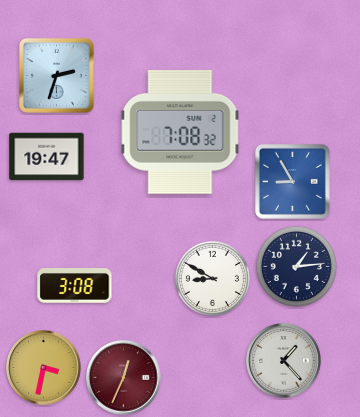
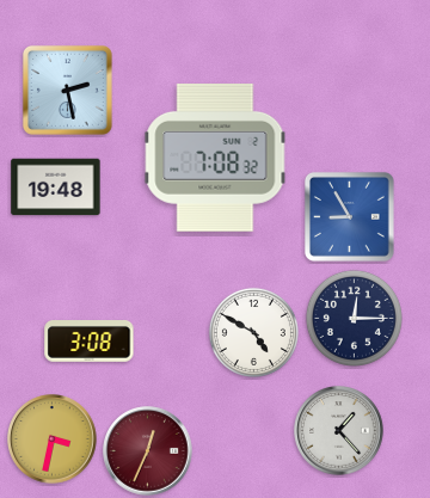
clock at (56, 75): 2:33 -> 2:28
clock at (47, 157): 19:47 -> 19:48
clock at (296, 266): 1:14 -> 12:15
clock at (212, 278): 8:50 -> 4:50
